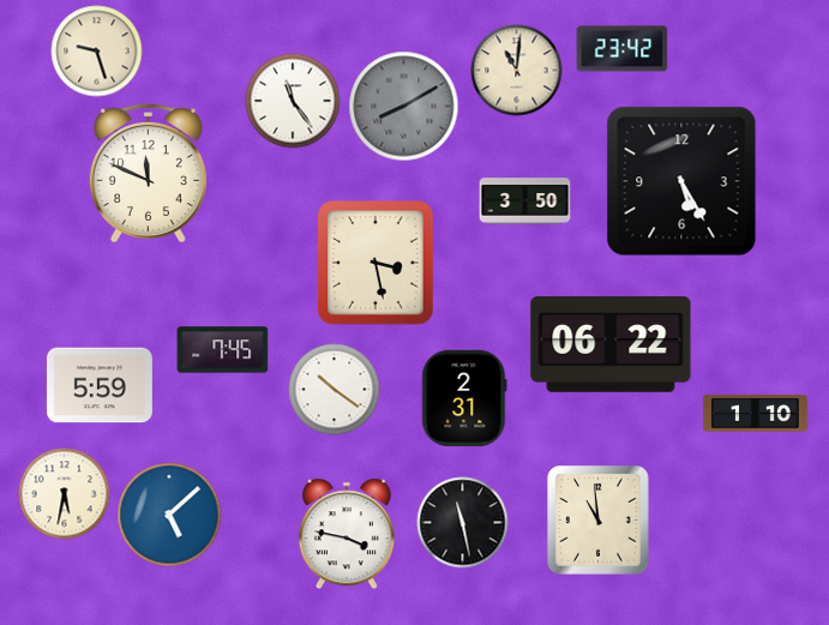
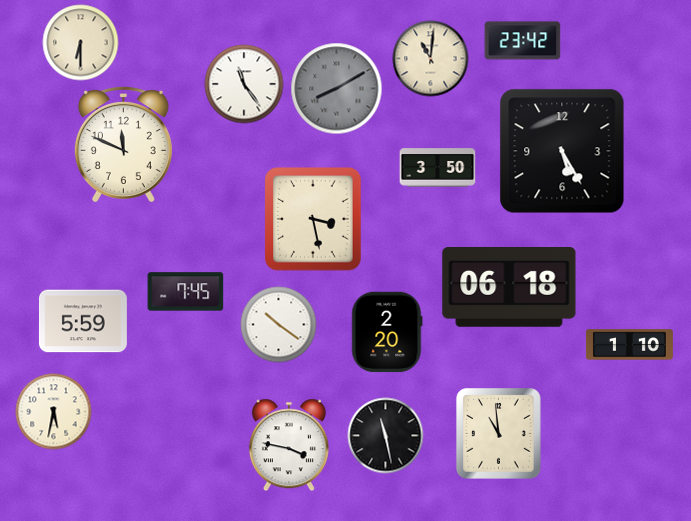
clock at (623, 49) position: (623, 49) -> (523, 41)
clock at (97, 52): 9:27 -> 6:30
clock at (681, 181) position: (681, 181) -> (562, 151)
clock at (611, 345): 06:22 -> 06:18
clock at (464, 398): 2:31 -> 2:20
clock at (169, 515): 5:08 -> none
